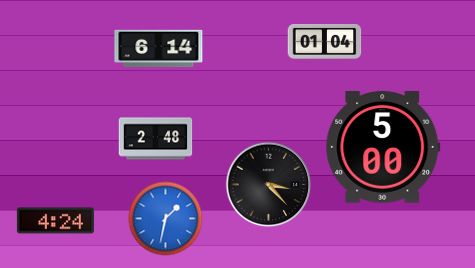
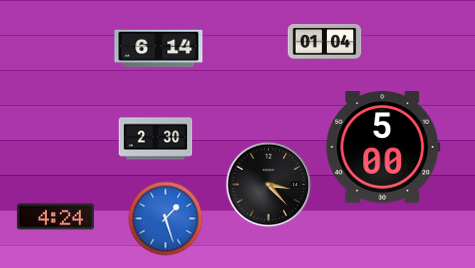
clock at (156, 139): 2:48 -> 2:30
clock at (166, 219): 1:32 -> 1:27
clock at (55, 221) position: (55, 221) -> (55, 217)
